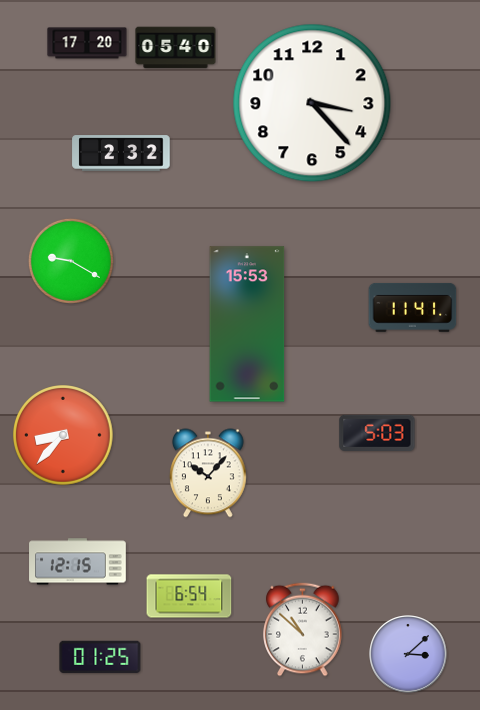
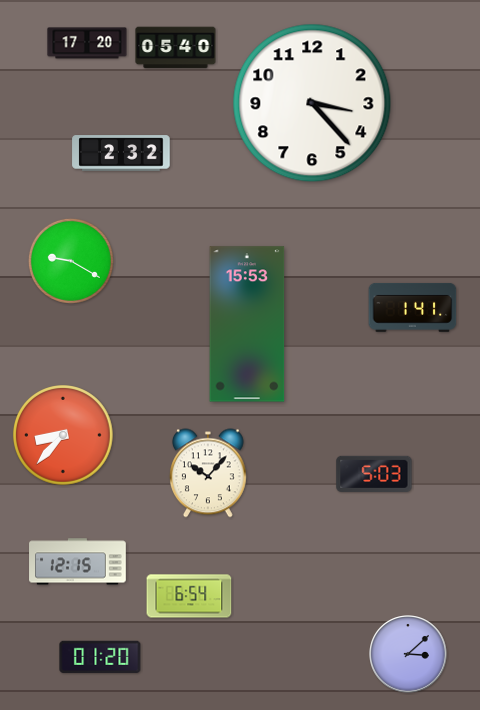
clock at (413, 307): 11:41 -> 1:41
clock at (377, 433) position: (377, 433) -> (374, 474)
clock at (303, 630): 10:52 -> none
clock at (100, 657): 01:25 -> 01:20
